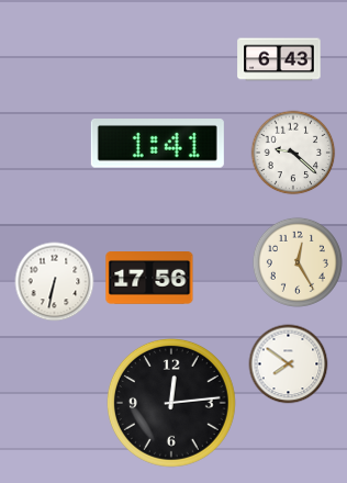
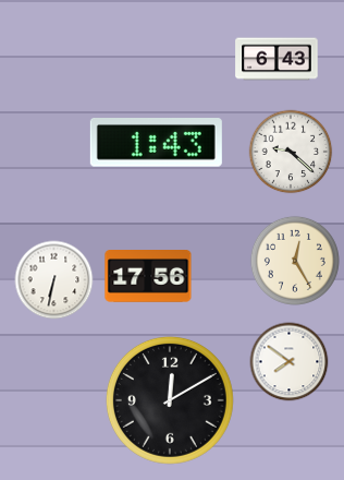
clock at (157, 144): 1:41 -> 1:43
clock at (289, 364) position: (289, 364) -> (290, 362)
clock at (171, 403): 12:14 -> 12:10
